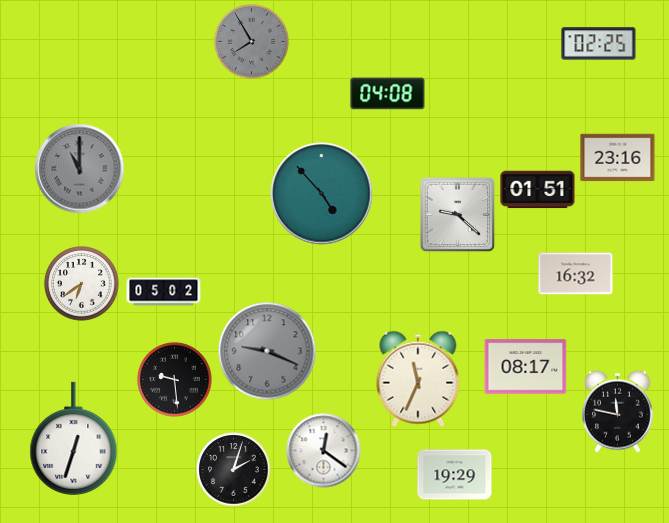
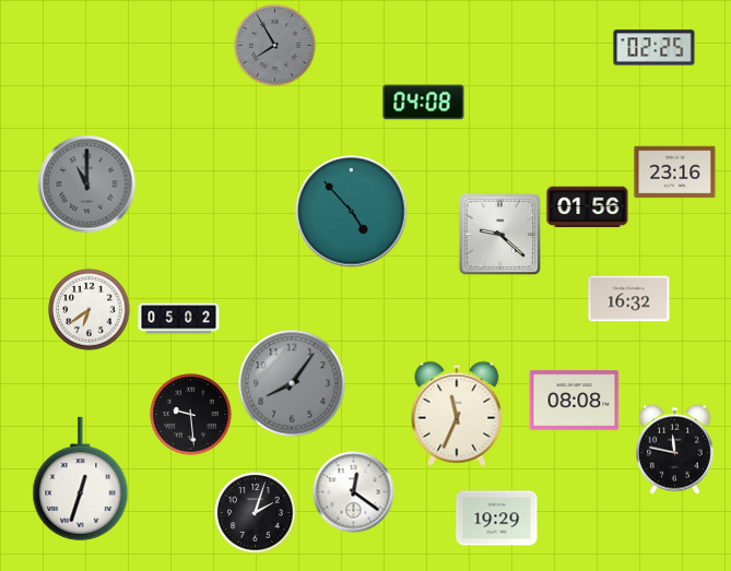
clock at (538, 190): 01:51 -> 01:56
clock at (267, 351): 9:19 -> 8:06
clock at (526, 367): 08:17 -> 08:08
